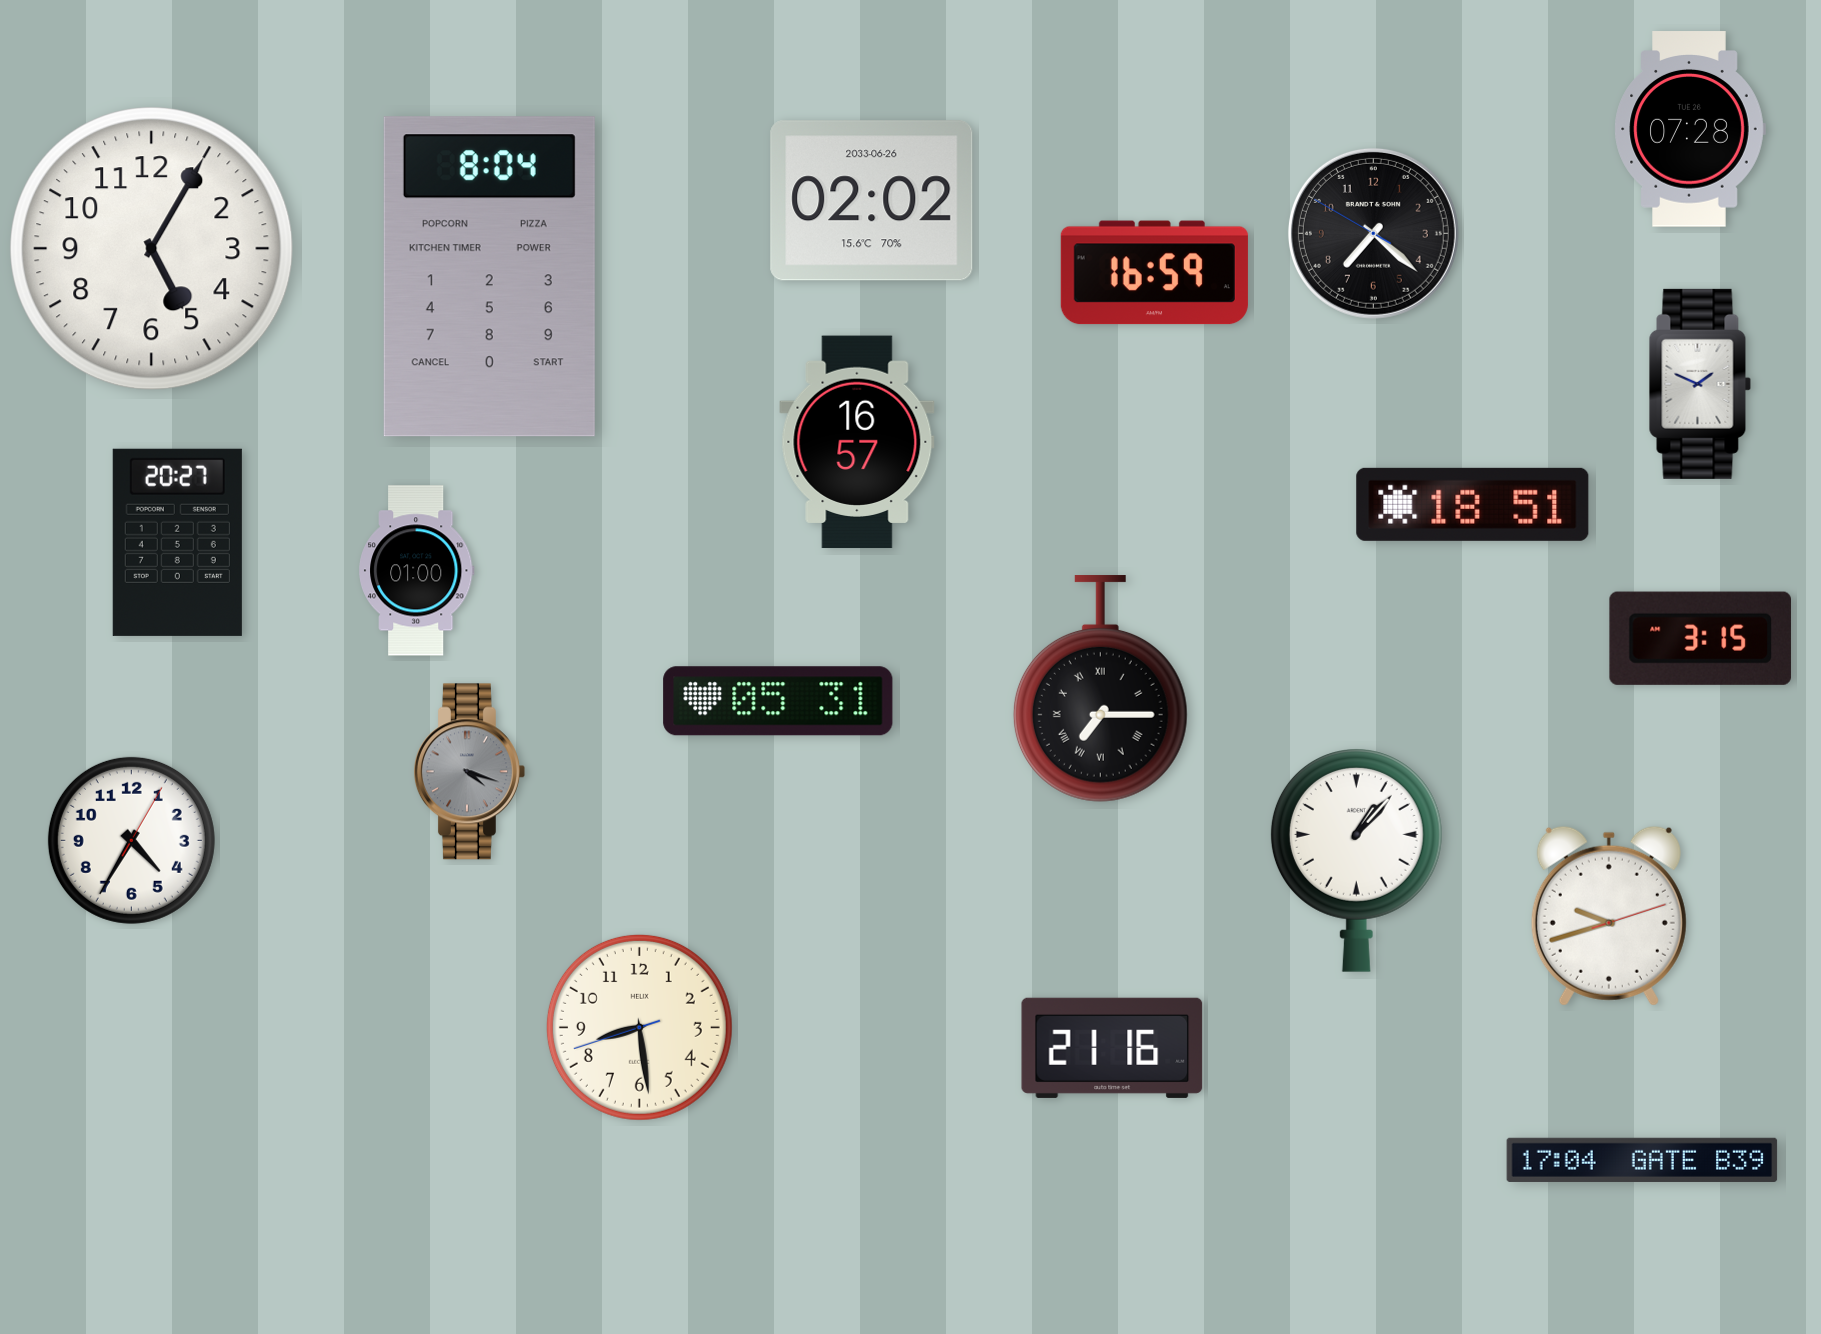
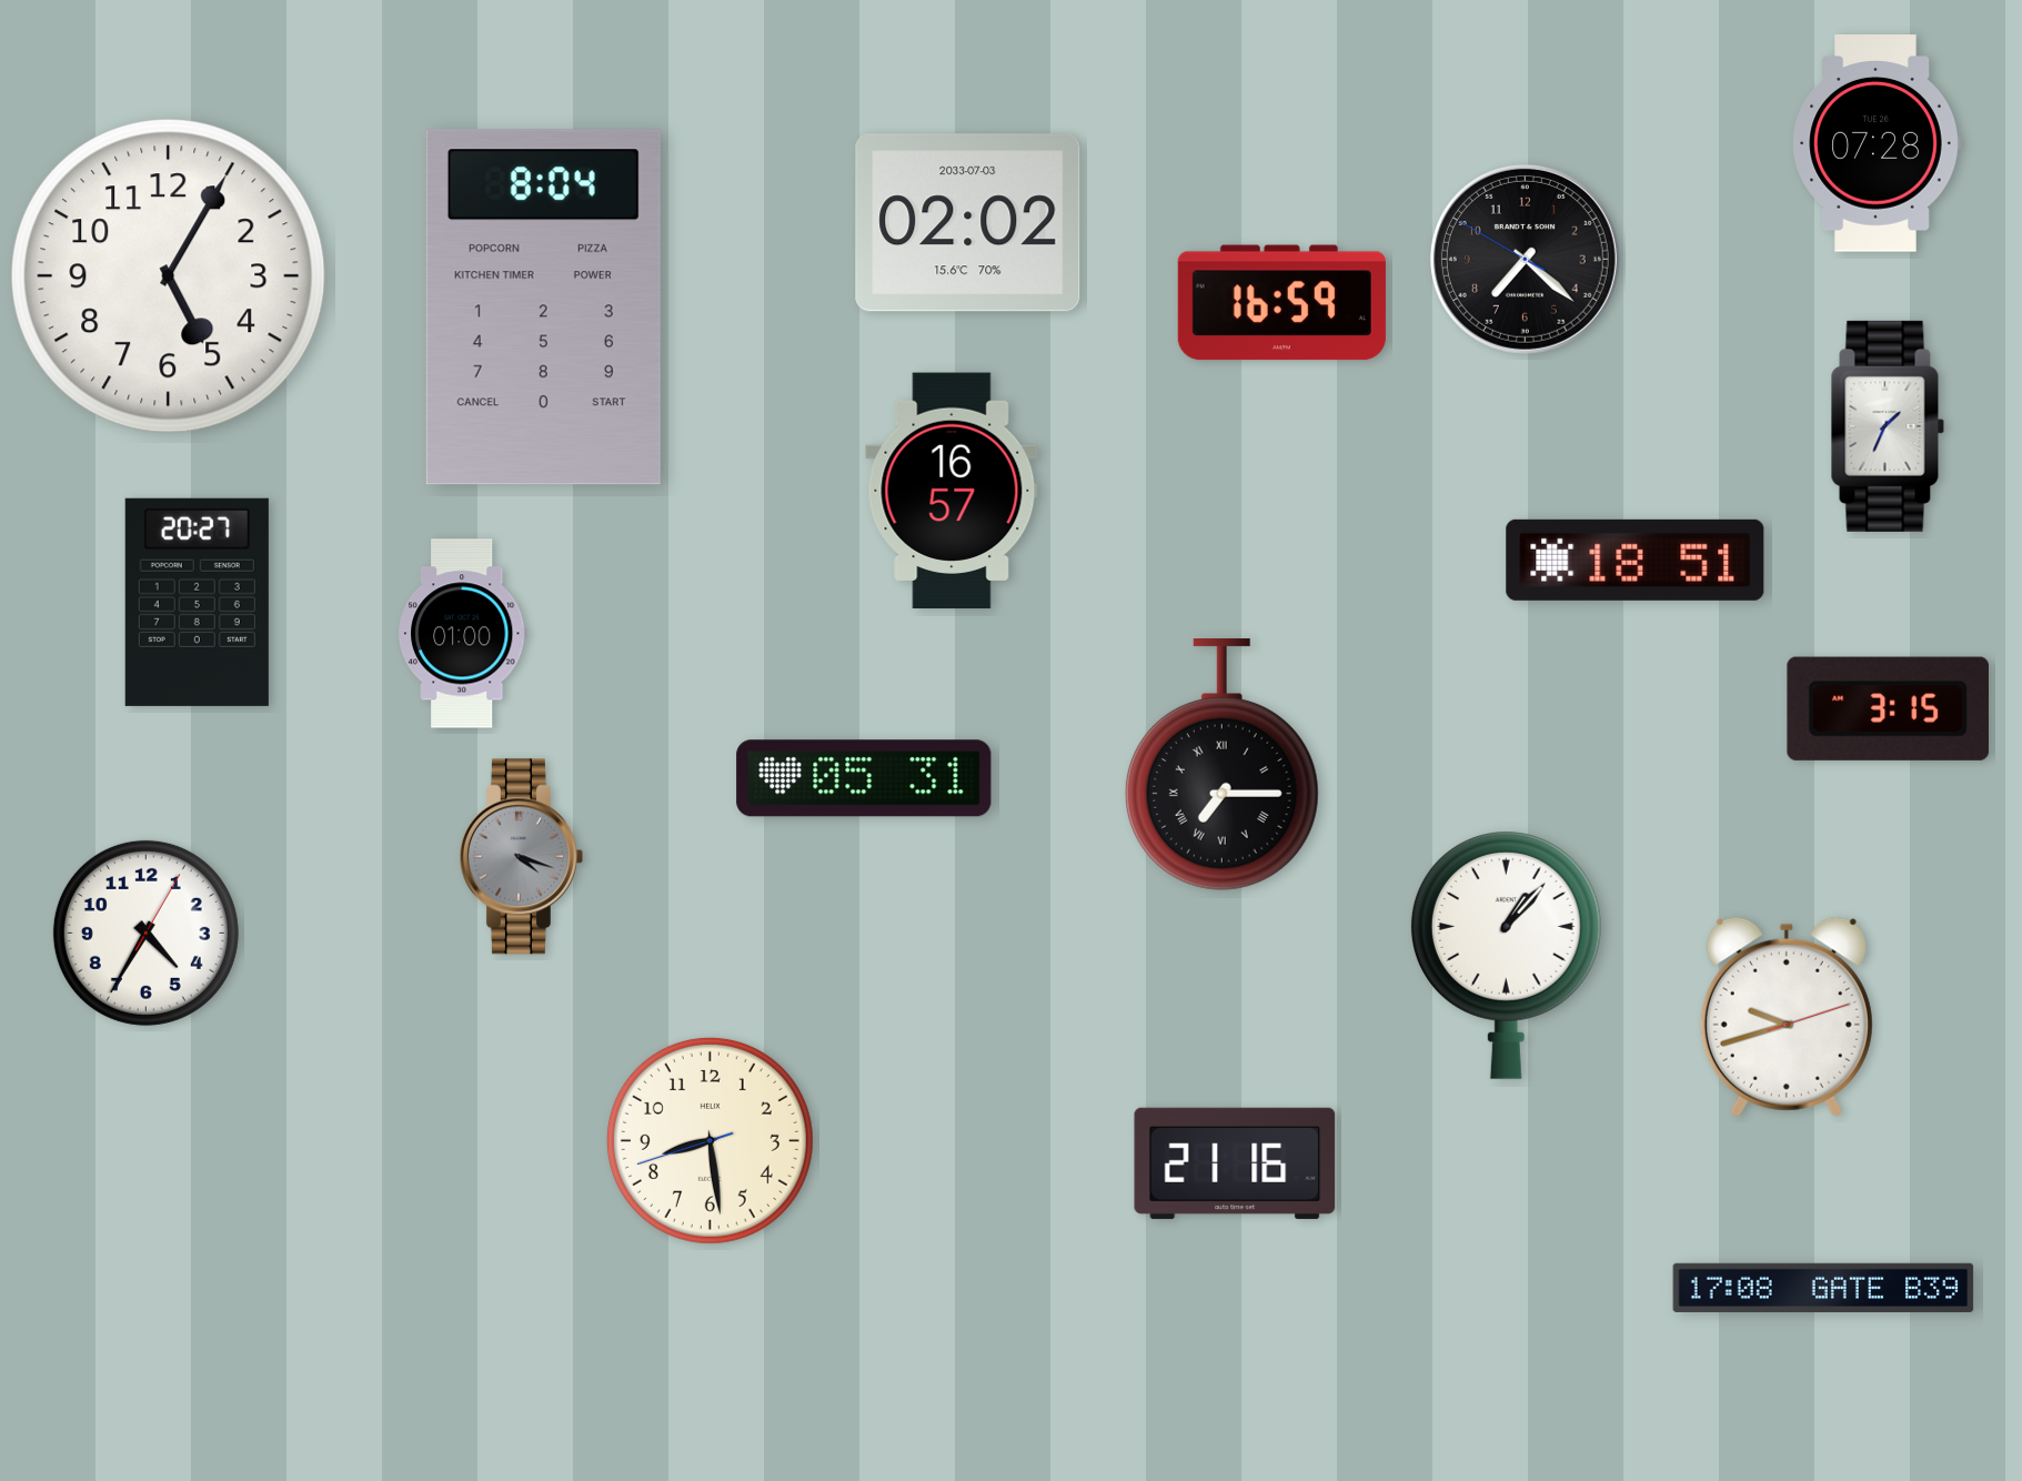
clock at (872, 201) date: 2033-06-26 -> 2033-07-03
clock at (1700, 384): 1:49 -> 1:34
clock at (1642, 1160): 17:04 -> 17:08
